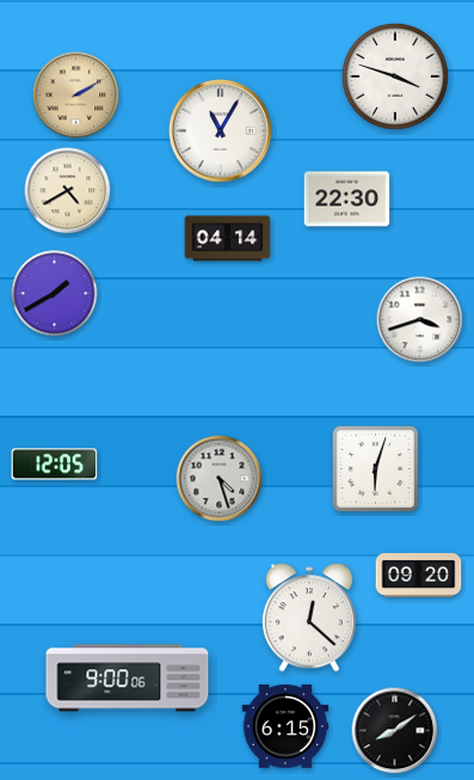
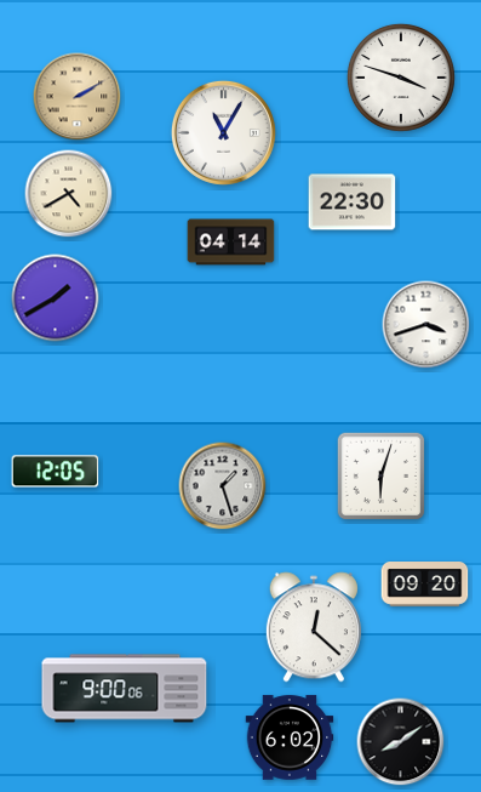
clock at (220, 479): 4:27 -> 1:27
clock at (128, 678) position: (128, 678) -> (125, 689)
clock at (285, 726): 6:15 -> 6:02
